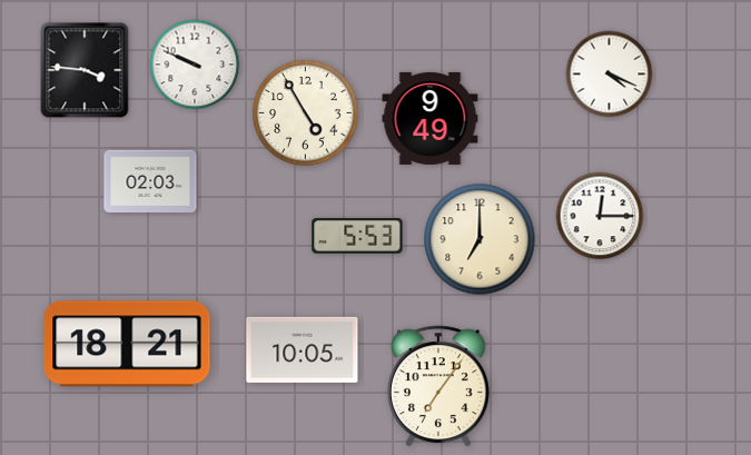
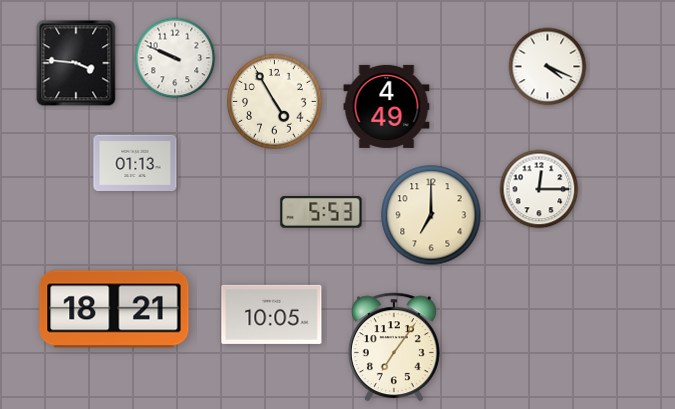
clock at (431, 118): 9:49 -> 4:49
clock at (150, 180): 02:03 -> 01:13
clock at (600, 216) position: (600, 216) -> (539, 189)
